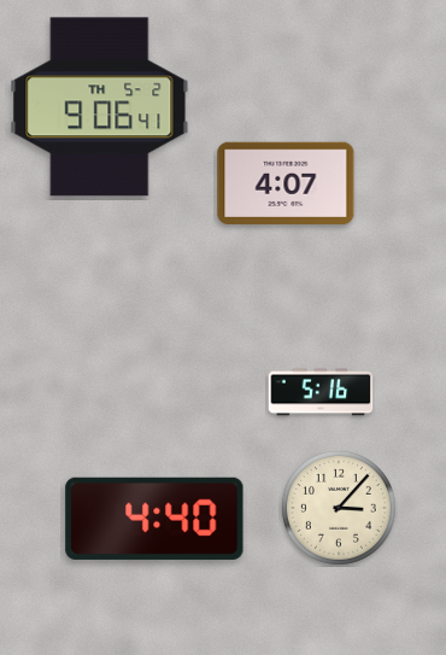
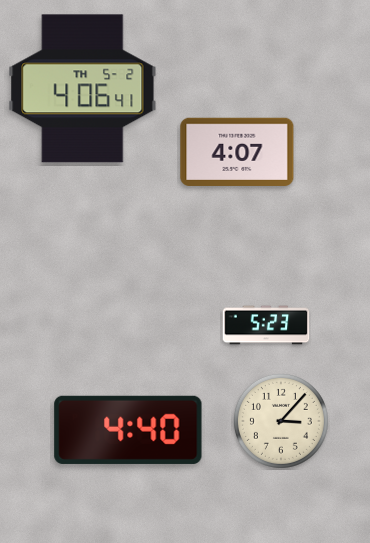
clock at (100, 107): 9:06 -> 4:06
clock at (321, 392): 5:16 -> 5:23
